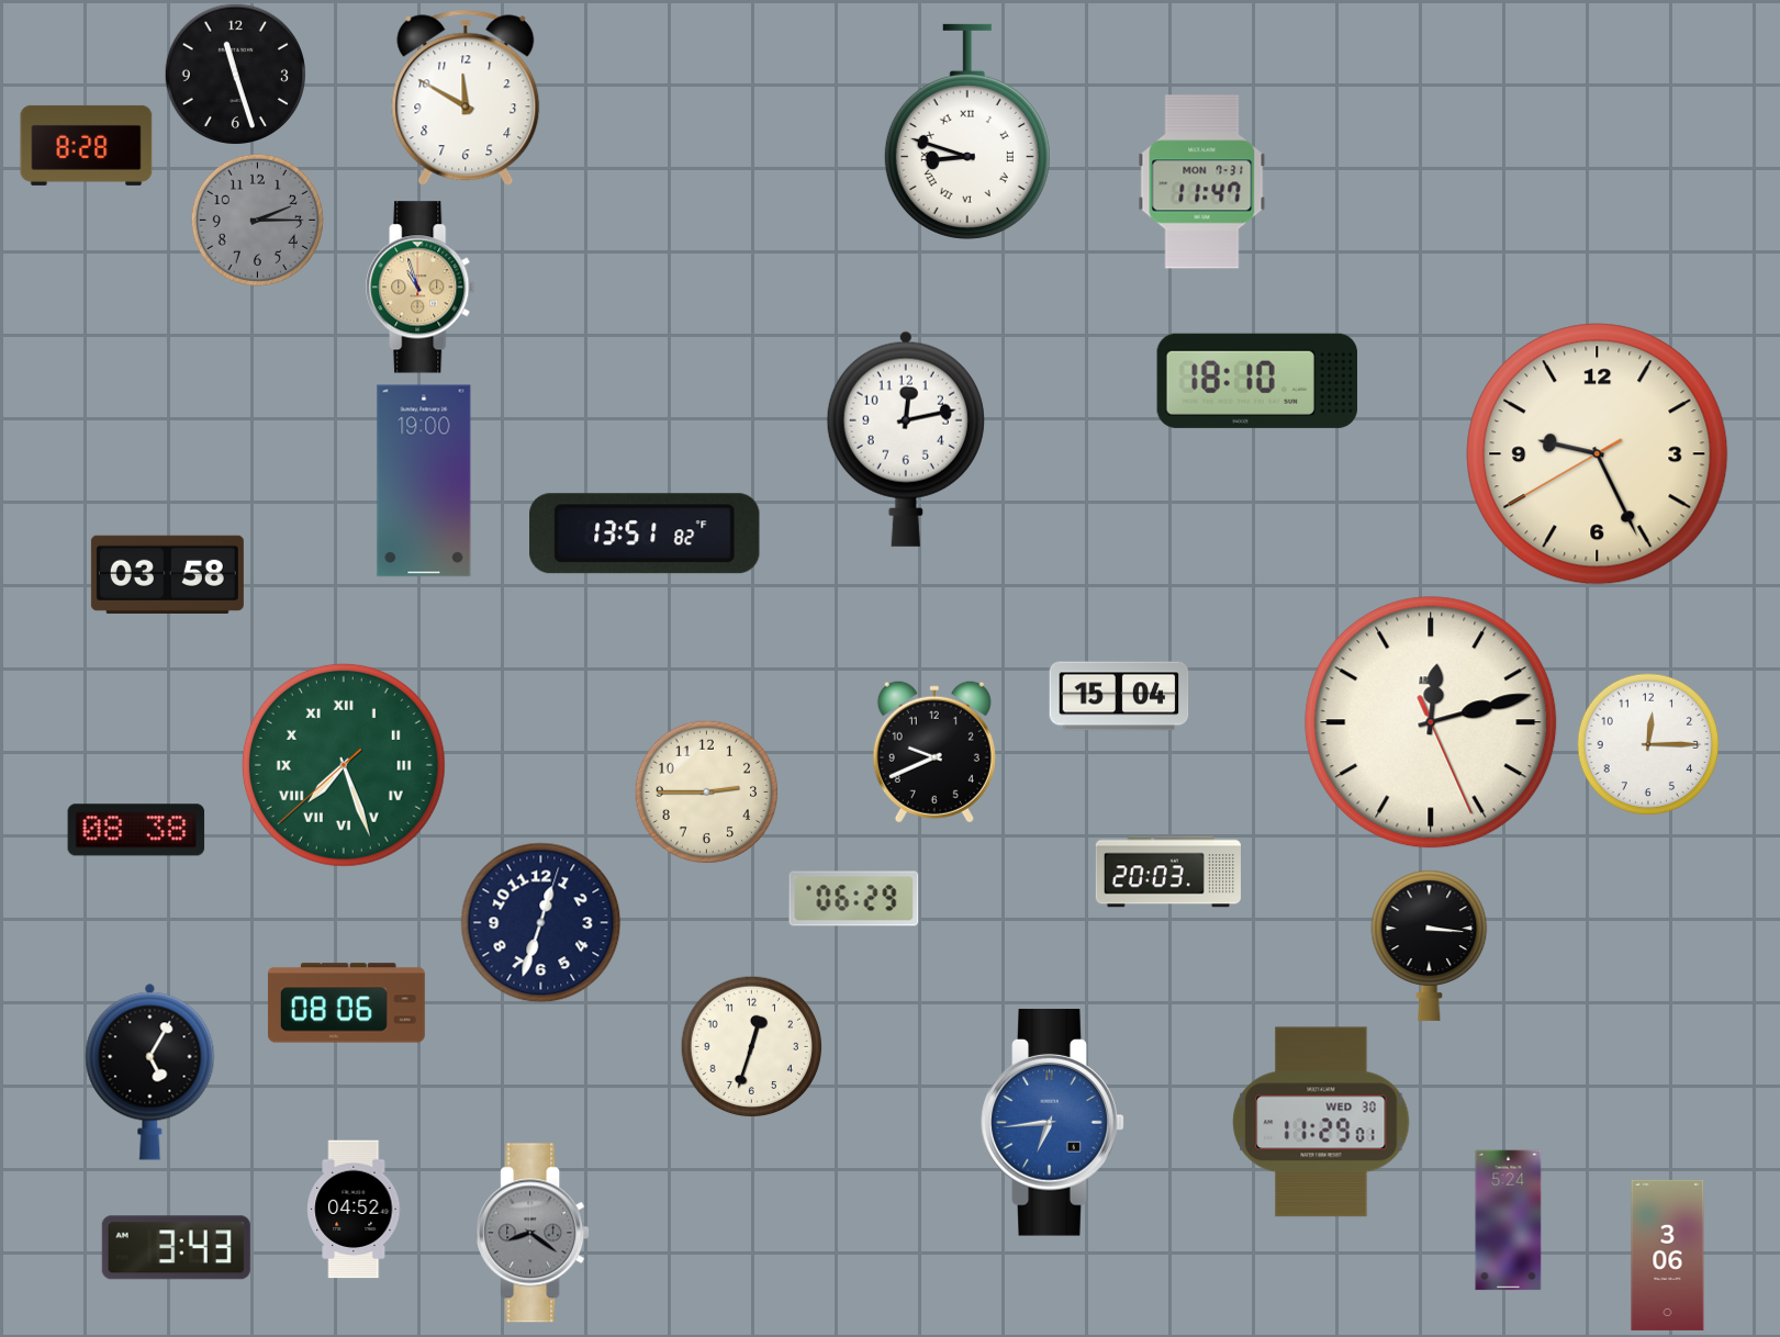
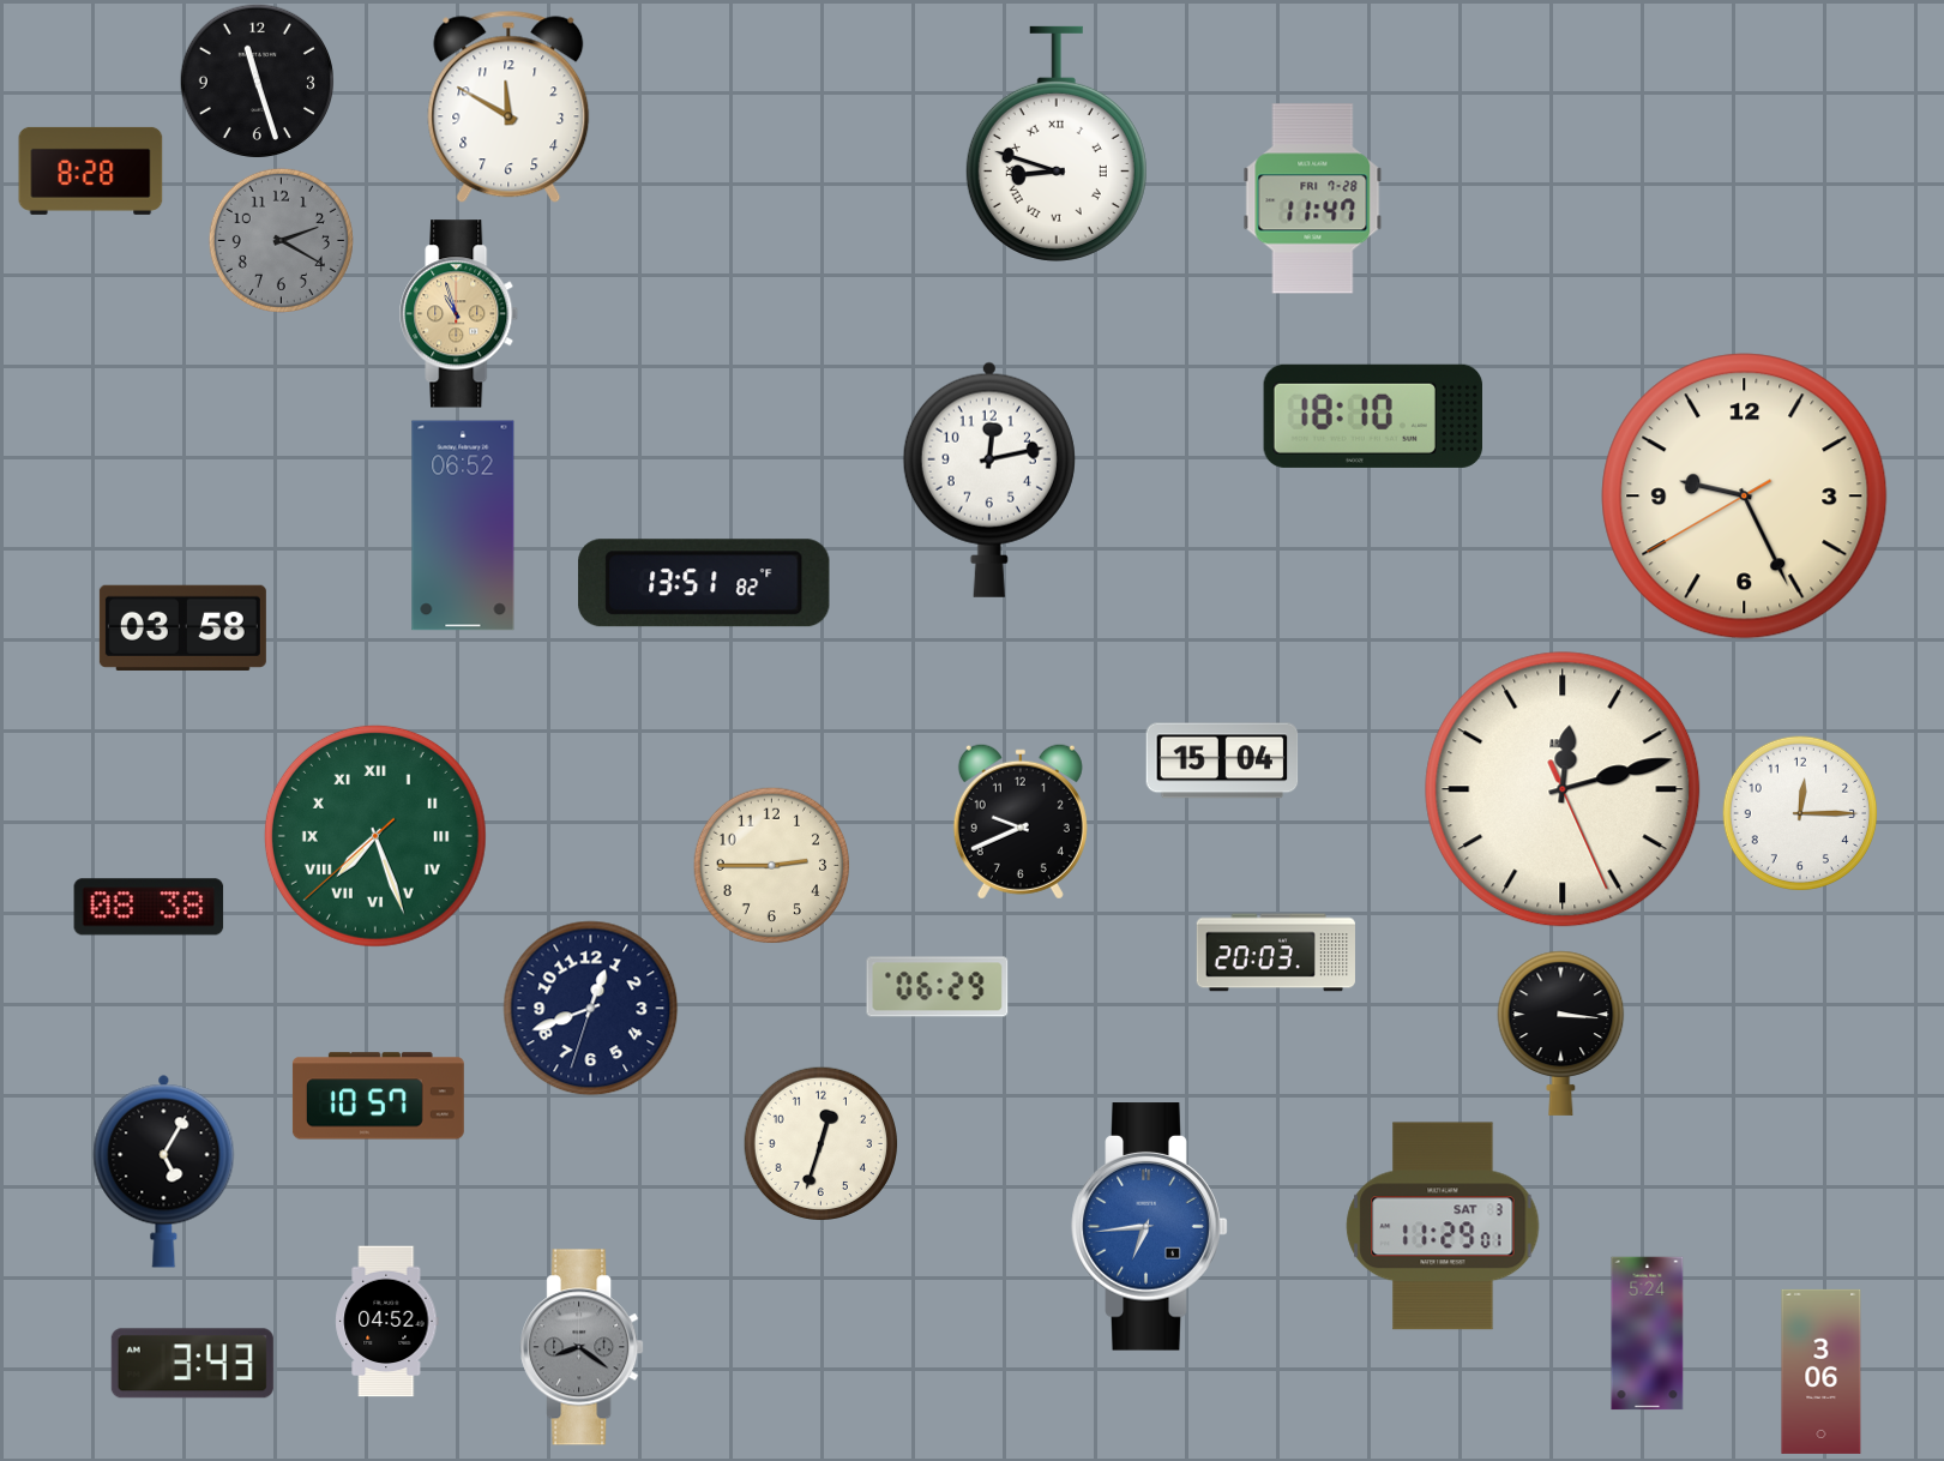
clock at (87, 145) position: (87, 145) -> (91, 170)
clock at (1202, 182) date: MON 7-31 -> FRI 7-28
clock at (257, 220): 2:15 -> 2:20
clock at (424, 481): 19:00 -> 06:52
clock at (854, 899) position: (854, 899) -> (938, 987)
clock at (541, 923): 12:33 -> 12:41
clock at (346, 1003): 08:06 -> 10:57
clock at (1321, 1122) date: WED 30 -> SAT 3
